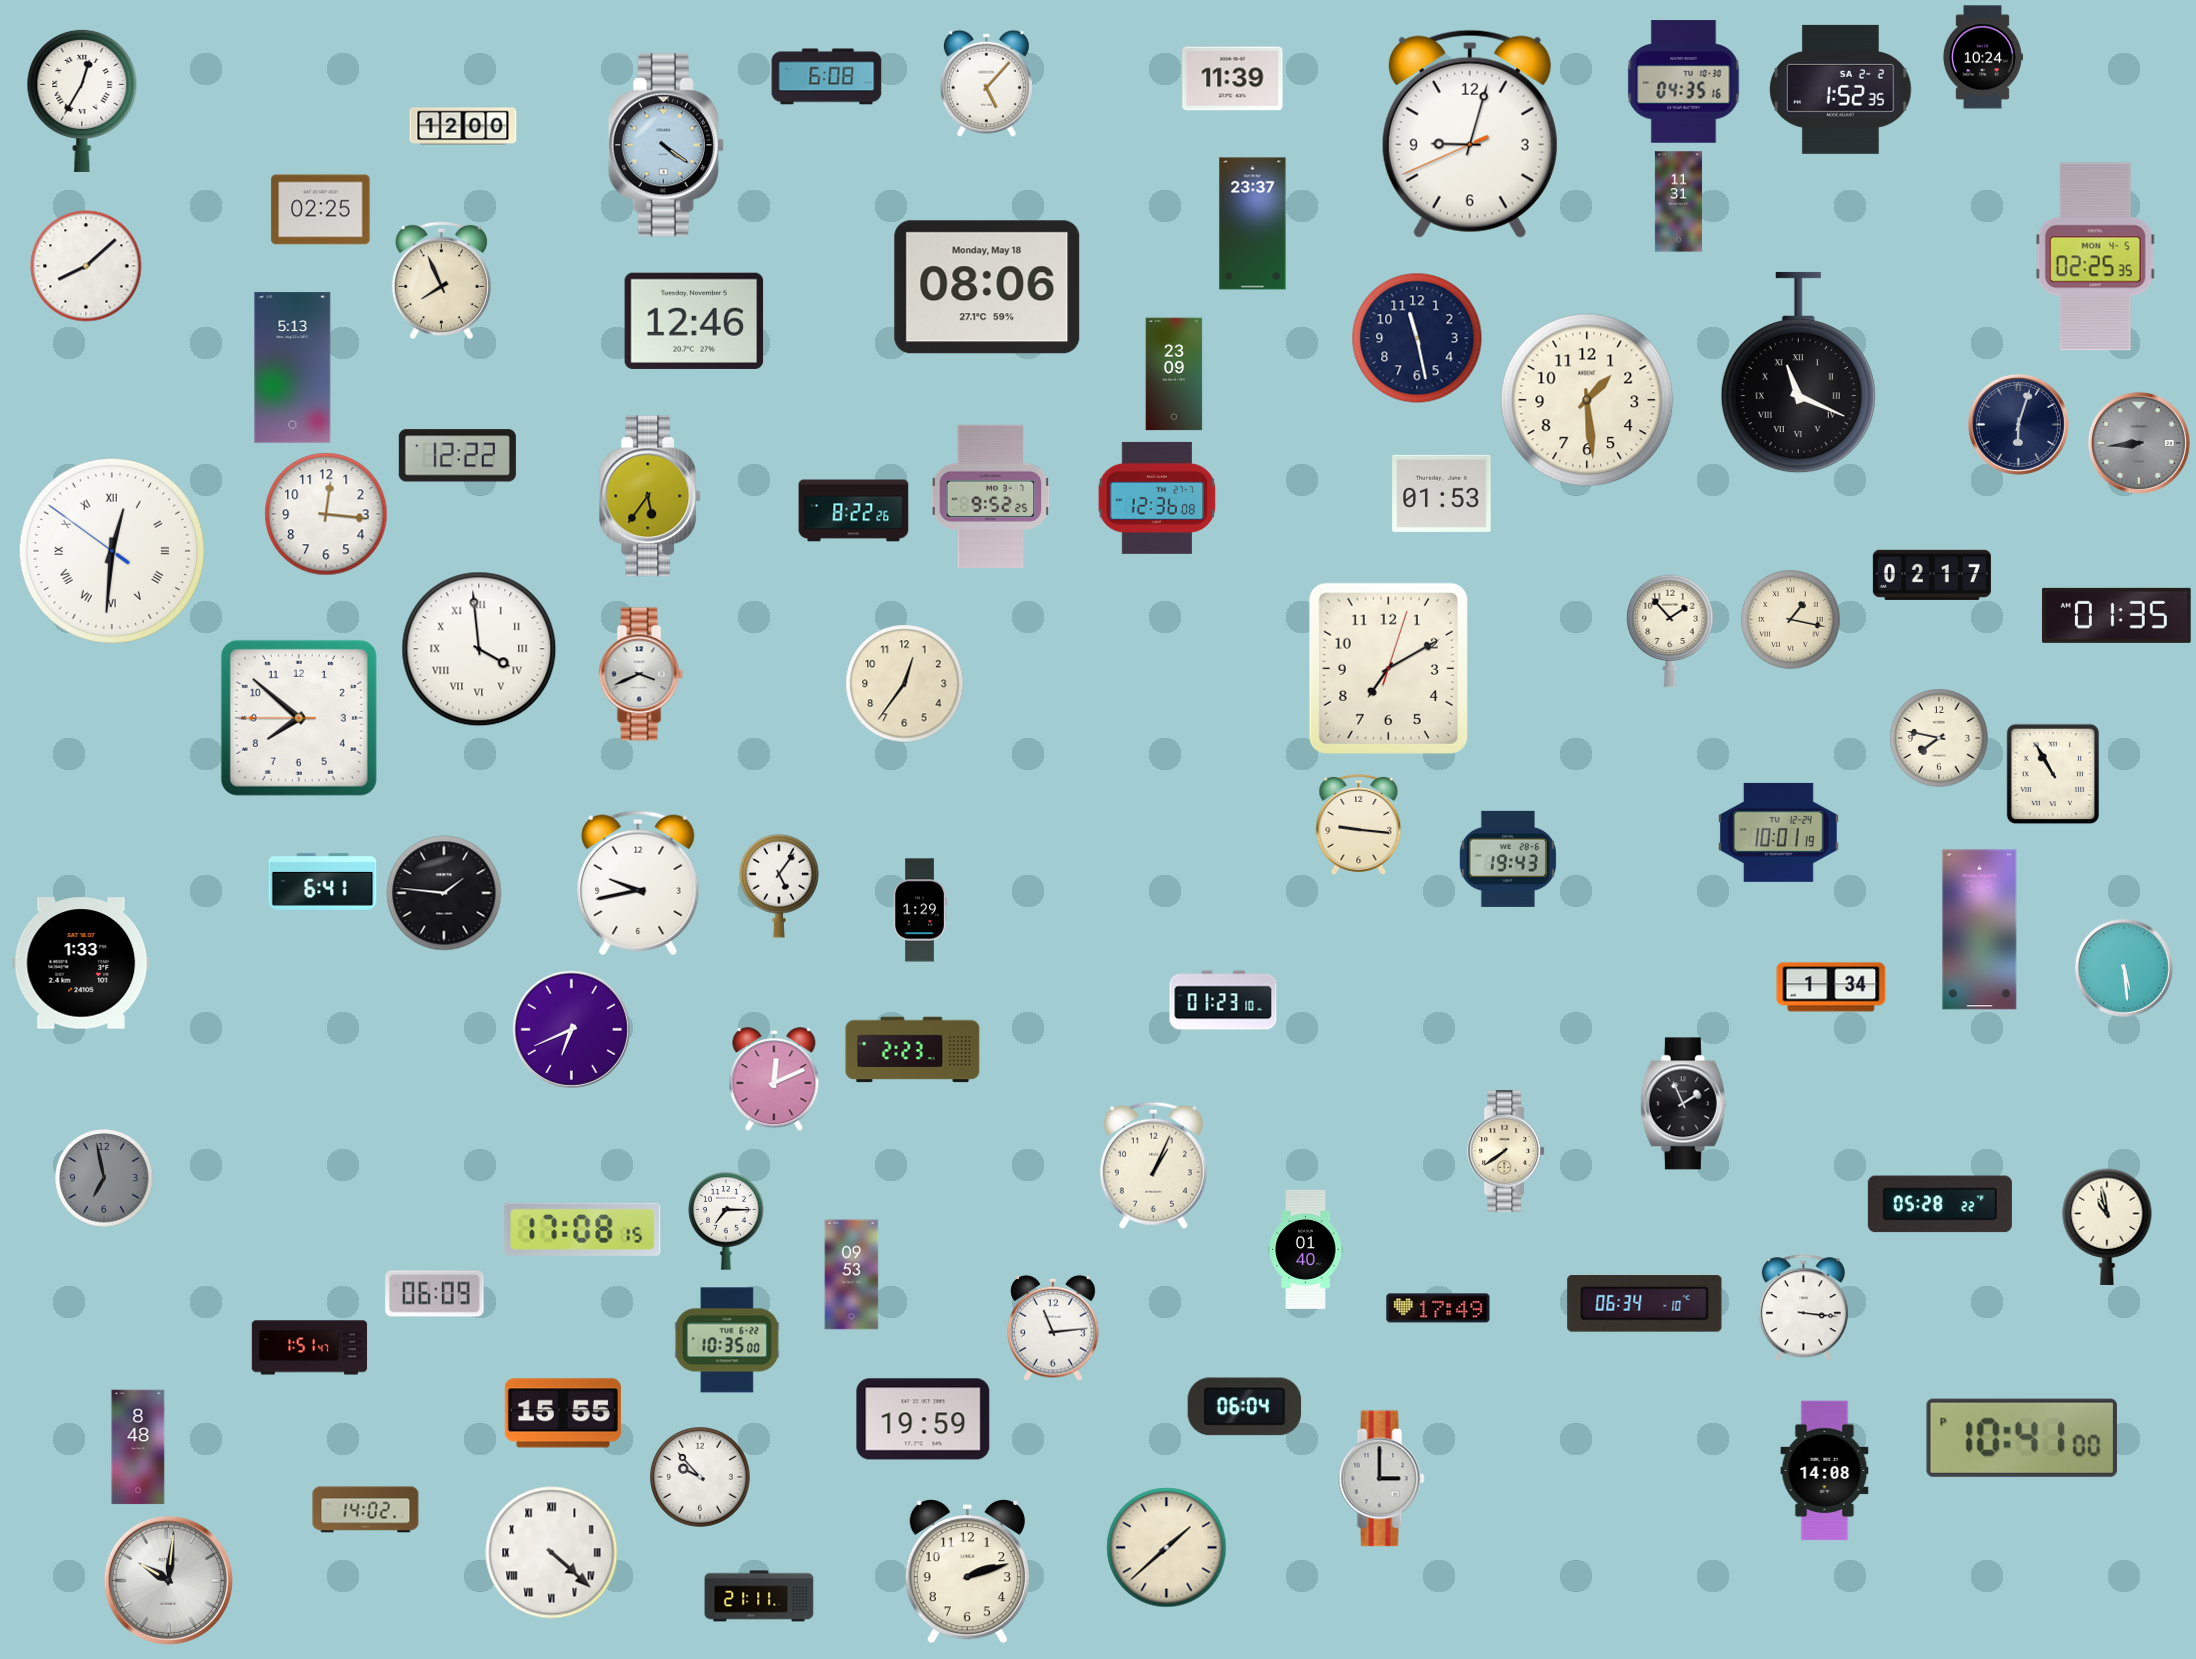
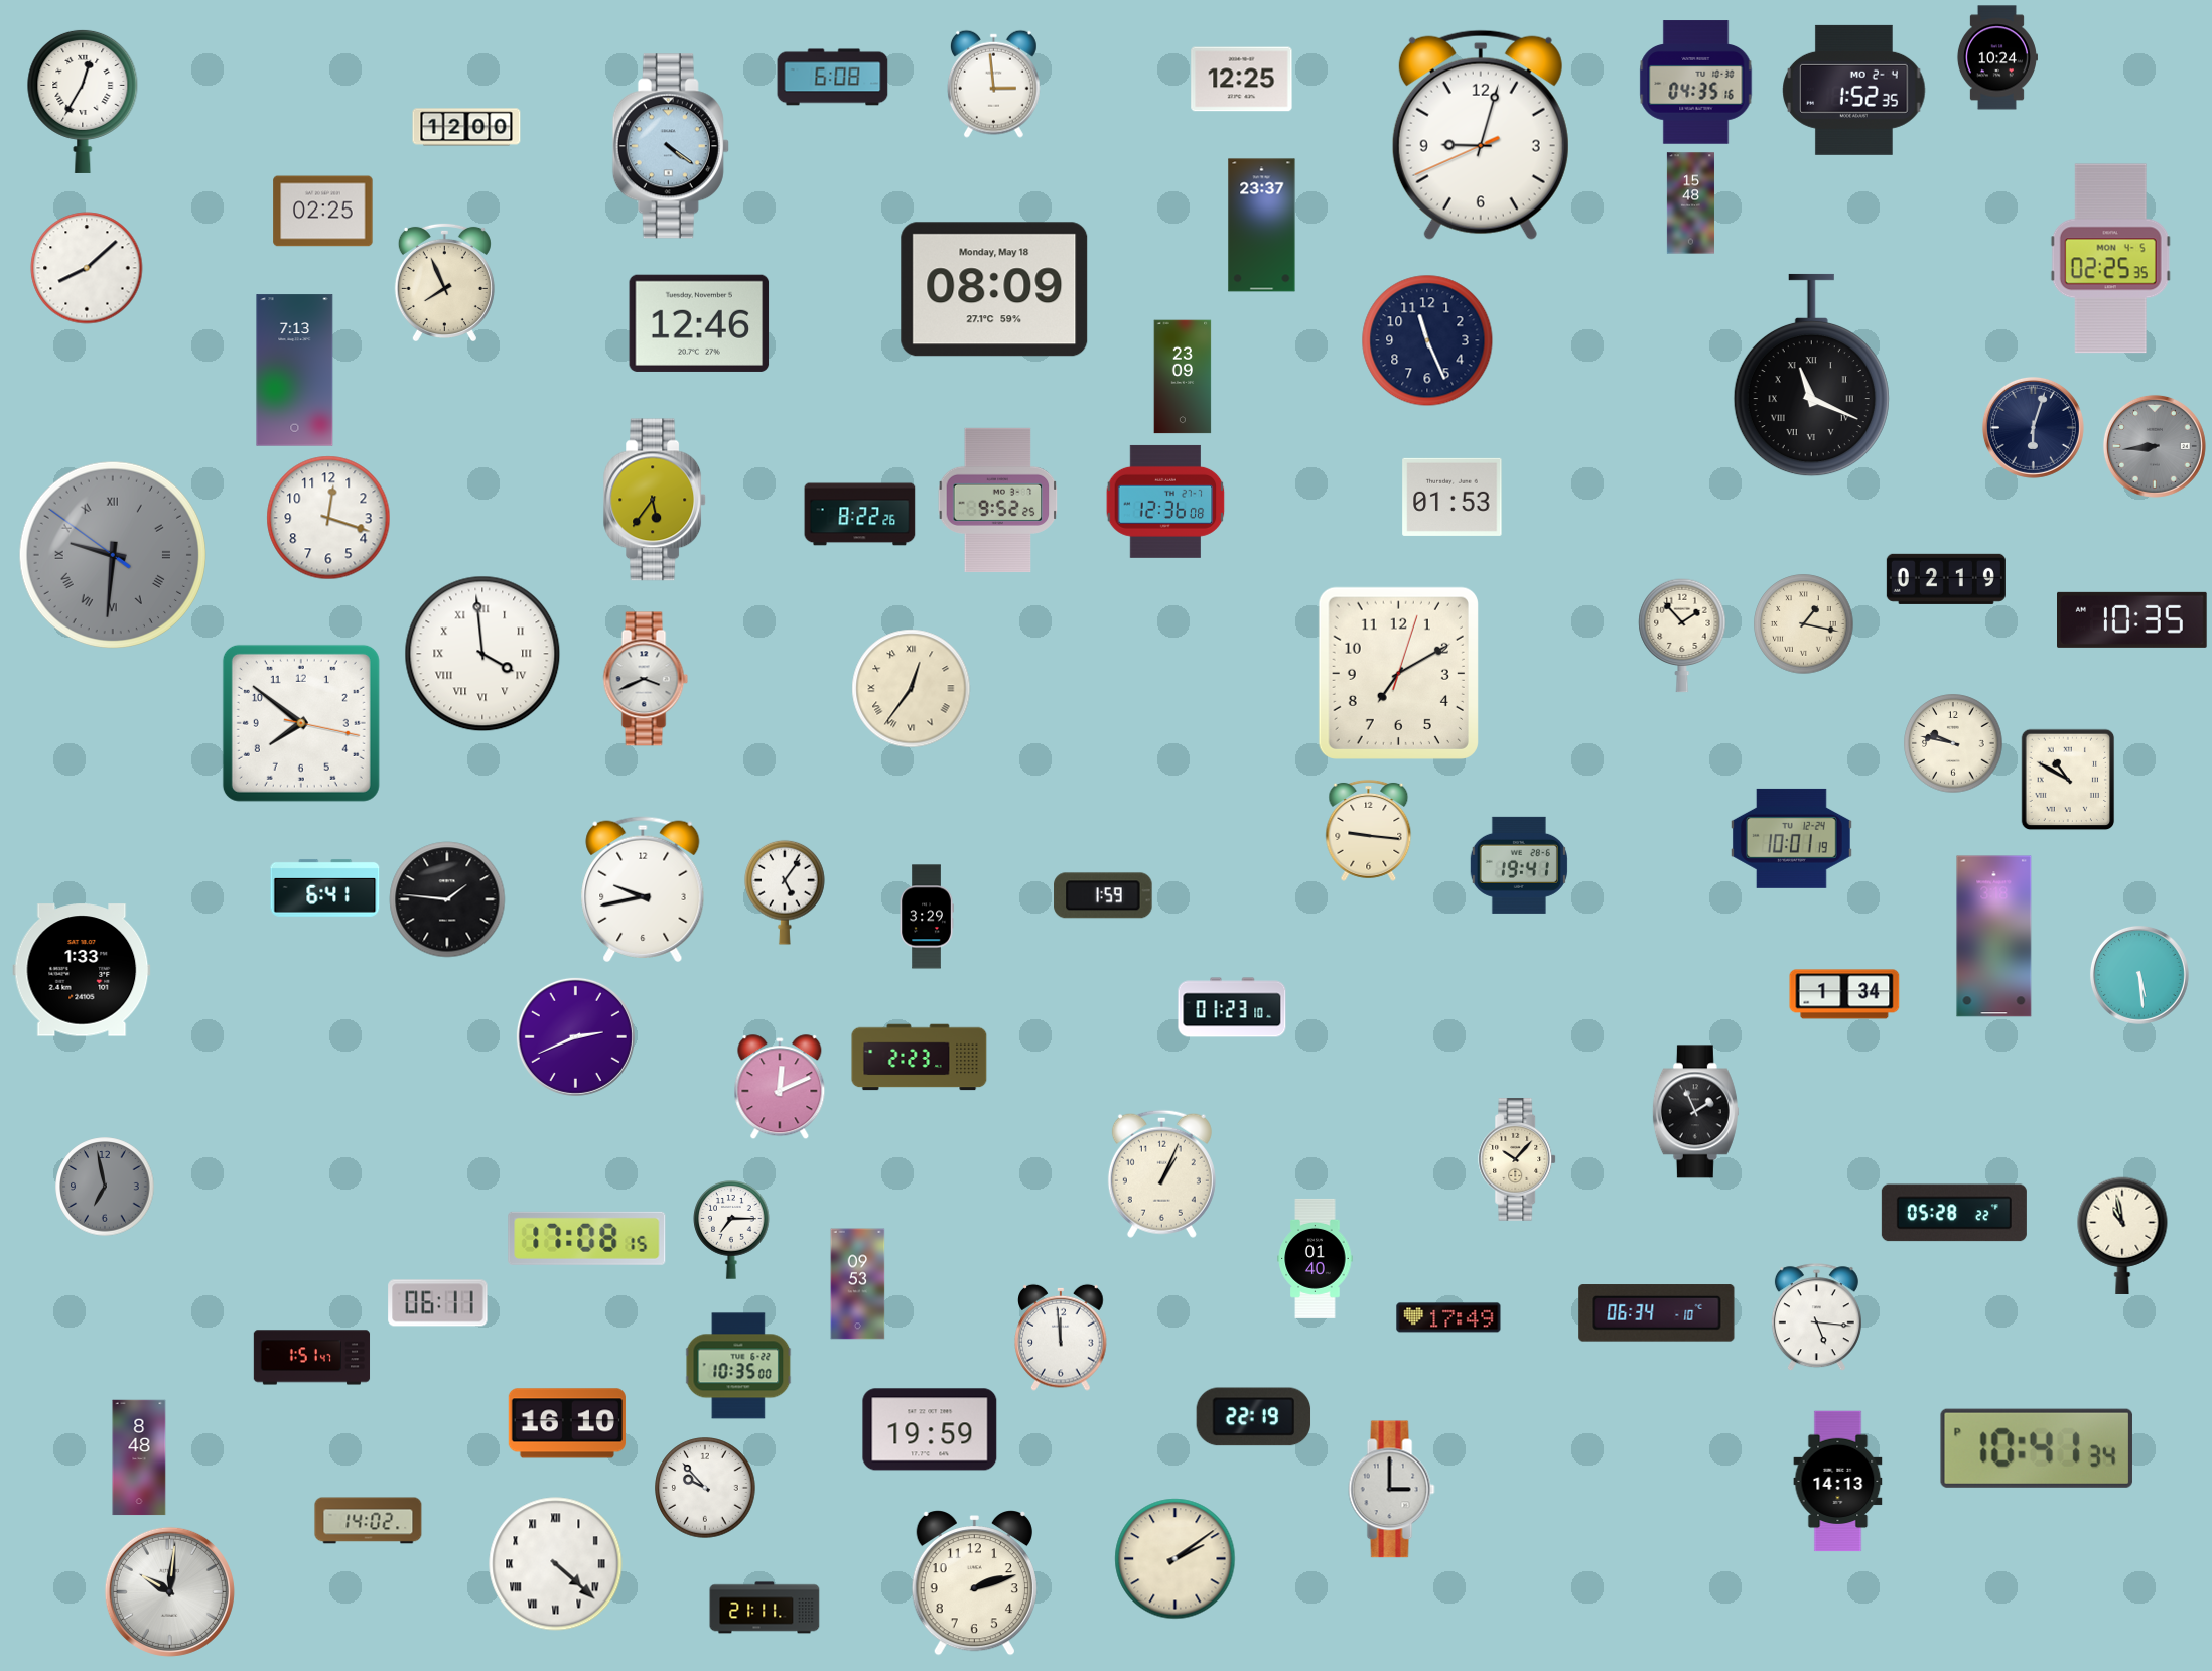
clock at (1233, 79): 11:39 -> 12:25
clock at (986, 83): 5:07 -> 2:59
clock at (1841, 89) date: SA 2-2 -> MO 2-4
clock at (1678, 202): 11:31 -> 15:48
clock at (987, 287): 08:06 -> 08:09
clock at (1417, 338): 11:28 -> 11:26
clock at (293, 368): 5:13 -> 7:13
clock at (1587, 400): 1:29 -> none
clock at (457, 456): 12:22 -> none
clock at (326, 514): 12:16 -> 12:18
clock at (112, 551): 12:30 -> 9:30
clock at (112, 551) dial: white -> grey
clock at (1932, 575): 02:17 -> 02:19
clock at (2117, 615): 01:35 -> 10:35
clock at (905, 684) numerals: Arabic -> Roman
clock at (299, 718): 7:51:45 -> 7:51:17
clock at (1939, 738): 7:47 -> 9:47
clock at (2053, 774): 10:55 -> 10:50
clock at (1508, 859): 19:43 -> 19:41
clock at (1103, 895): none -> 1:59
clock at (920, 910): 1:29 -> 3:29
clock at (571, 1029): 6:41 -> 2:41
clock at (1507, 1152): 7:39 -> 10:07
clock at (435, 1294): 06:09 -> 06:11
clock at (1803, 1308): 3:16 -> 5:16
clock at (1053, 1328): 11:14 -> 11:59
clock at (727, 1340) position: (727, 1340) -> (738, 1366)
clock at (1245, 1407): 06:04 -> 22:19
clock at (563, 1413): 15:55 -> 16:10
clock at (2022, 1438): 10:41:00 PM -> 10:41:34 PM
clock at (1825, 1471): 14:08 -> 14:13
clock at (1167, 1548): 1:38 -> 2:09
